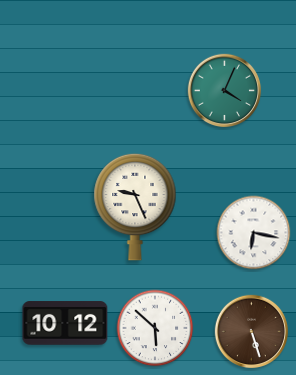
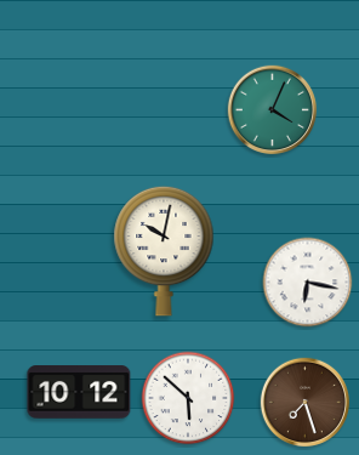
clock at (135, 207): 9:26 -> 10:02
clock at (252, 332): 5:27 -> 7:27
